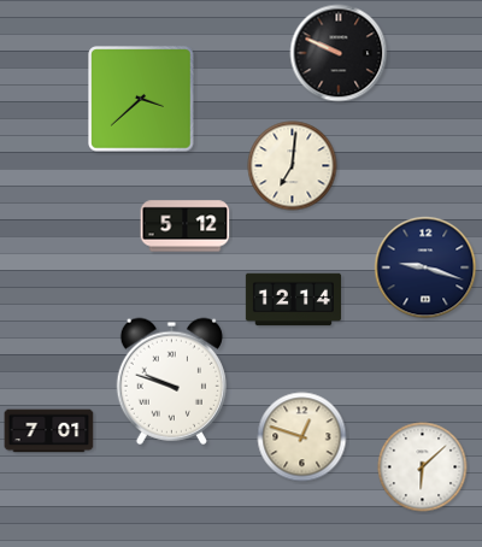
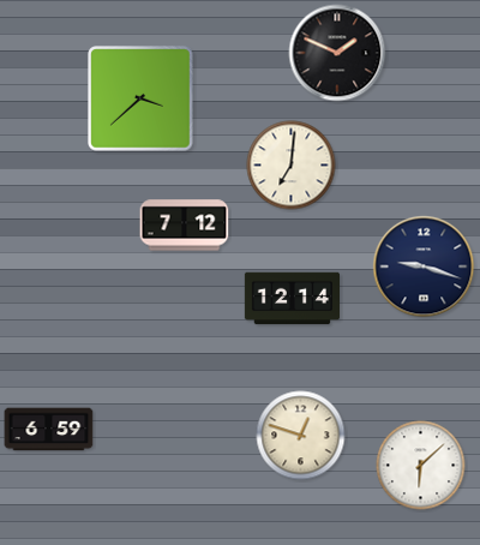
clock at (339, 53): 9:49 -> 1:49
clock at (186, 227): 5:12 -> 7:12
clock at (171, 381): 9:48 -> none
clock at (49, 431): 7:01 -> 6:59
